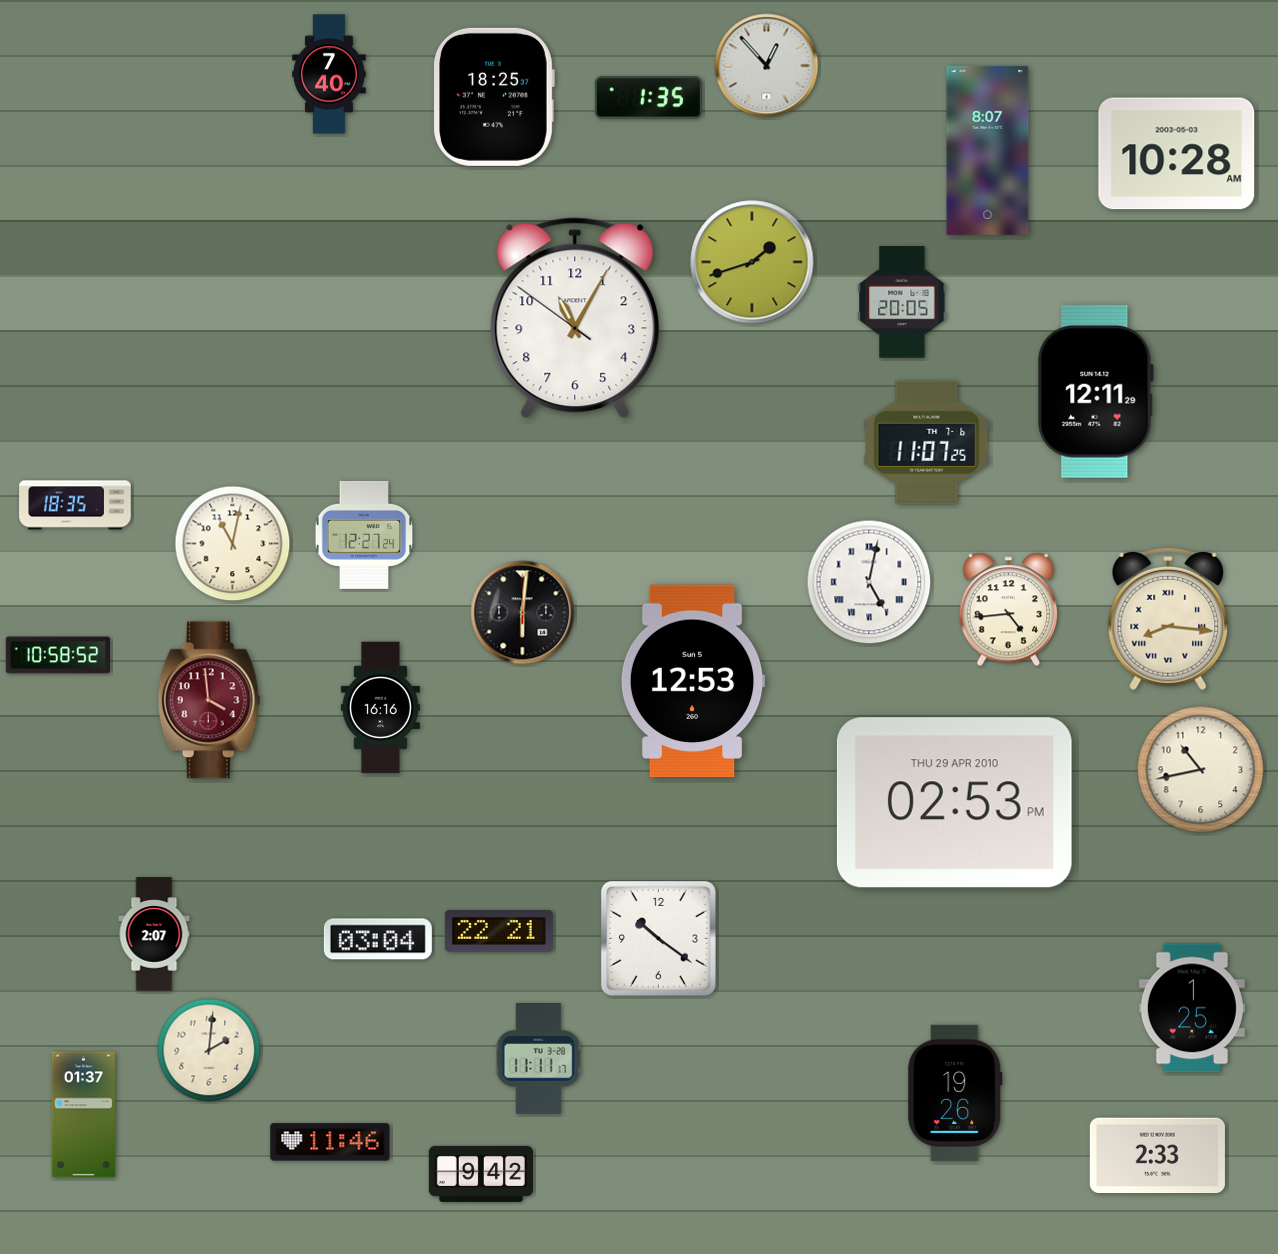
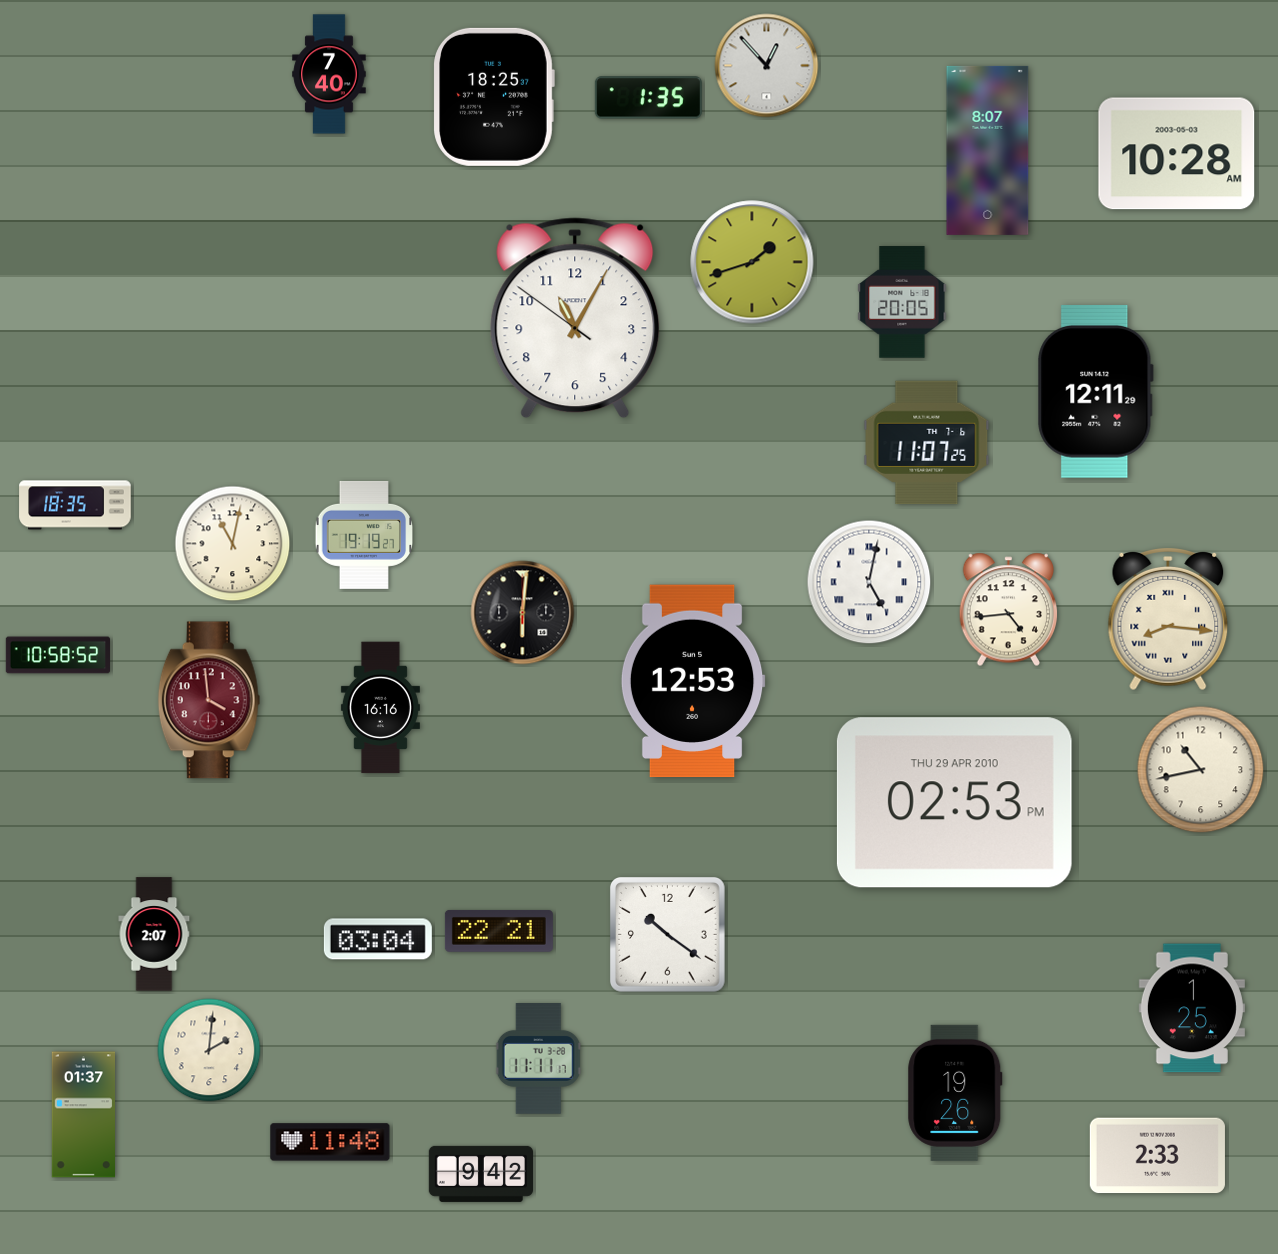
clock at (364, 535): 12:27 -> 19:19
clock at (658, 938) position: (658, 938) -> (667, 934)
clock at (330, 1142): 11:46 -> 11:48
